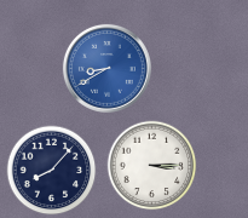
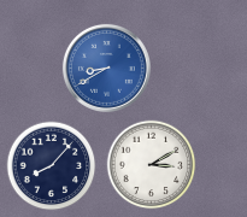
clock at (152, 166): 3:15 -> 3:10
clock at (52, 171) position: (52, 171) -> (52, 166)
